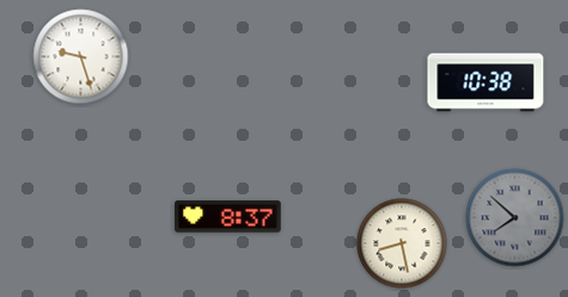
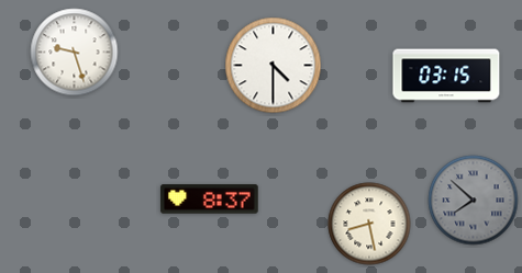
clock at (274, 66): none -> 4:30
clock at (485, 82): 10:38 -> 03:15
